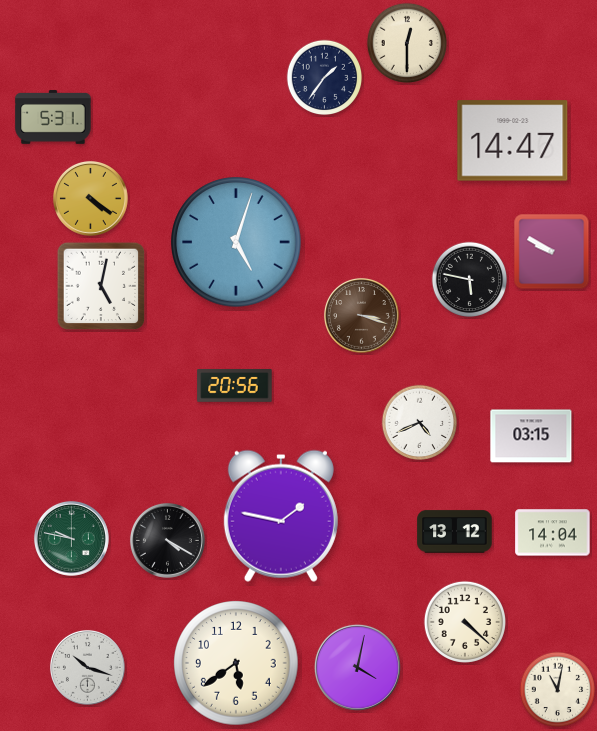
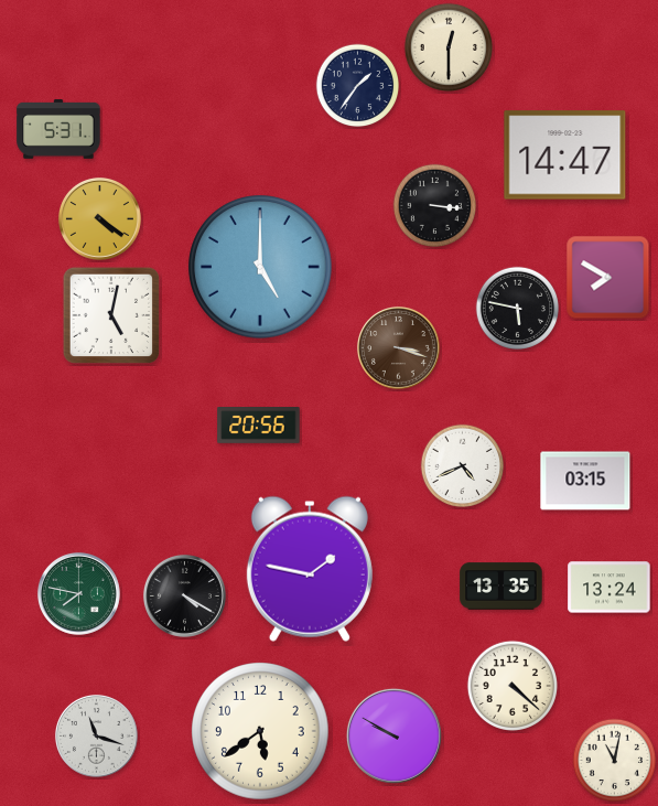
clock at (435, 206): none -> 3:16
clock at (236, 242): 5:03 -> 5:00
clock at (552, 252): 9:50 -> 7:50
clock at (455, 532): 13:12 -> 13:35
clock at (553, 533): 14:04 -> 13:24
clock at (71, 538): 9:47 -> 7:47
clock at (87, 667): 10:18 -> 11:18
clock at (357, 667): 4:02 -> 9:50
